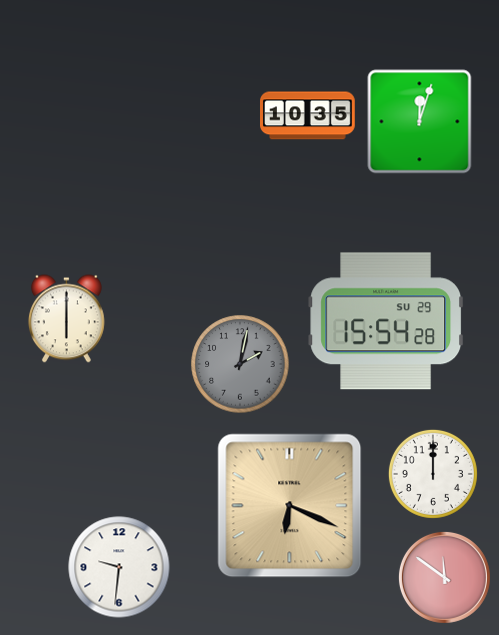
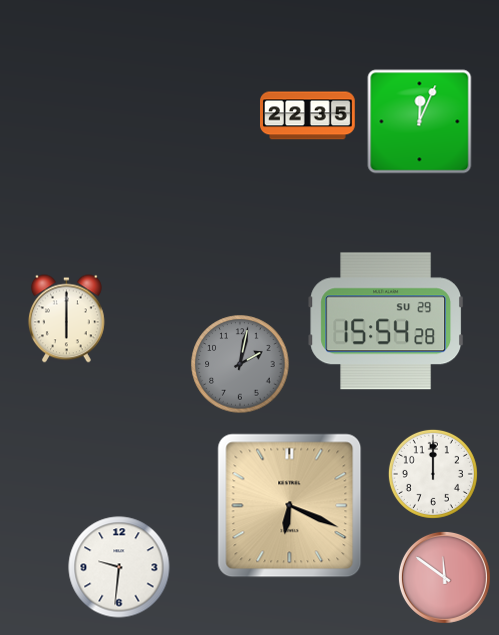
clock at (308, 116): 10:35 -> 22:35
clock at (420, 122): 12:03 -> 12:04
